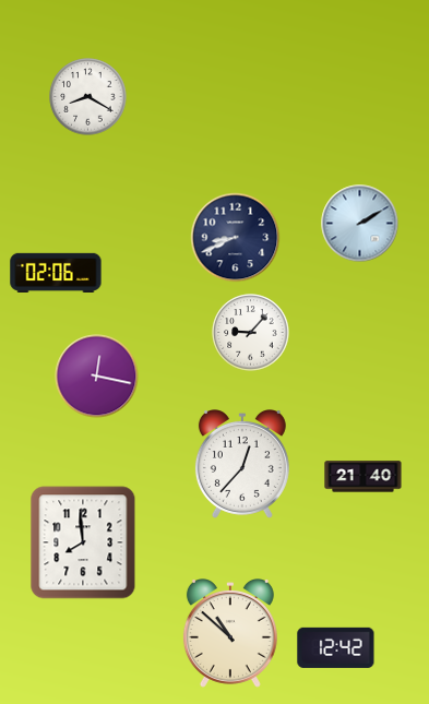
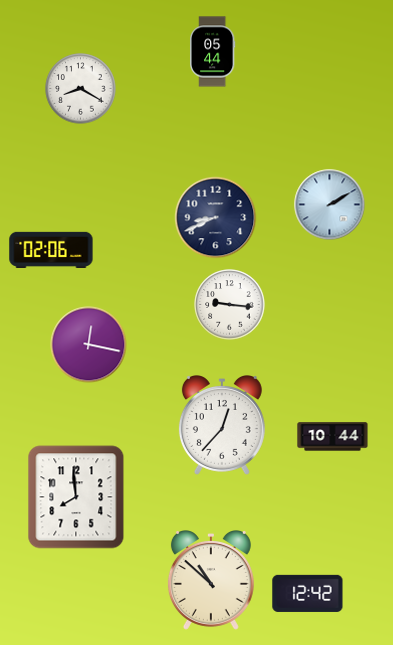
clock at (212, 52): none -> 05:44
clock at (251, 333): 9:07 -> 9:16
clock at (364, 477): 21:40 -> 10:44
